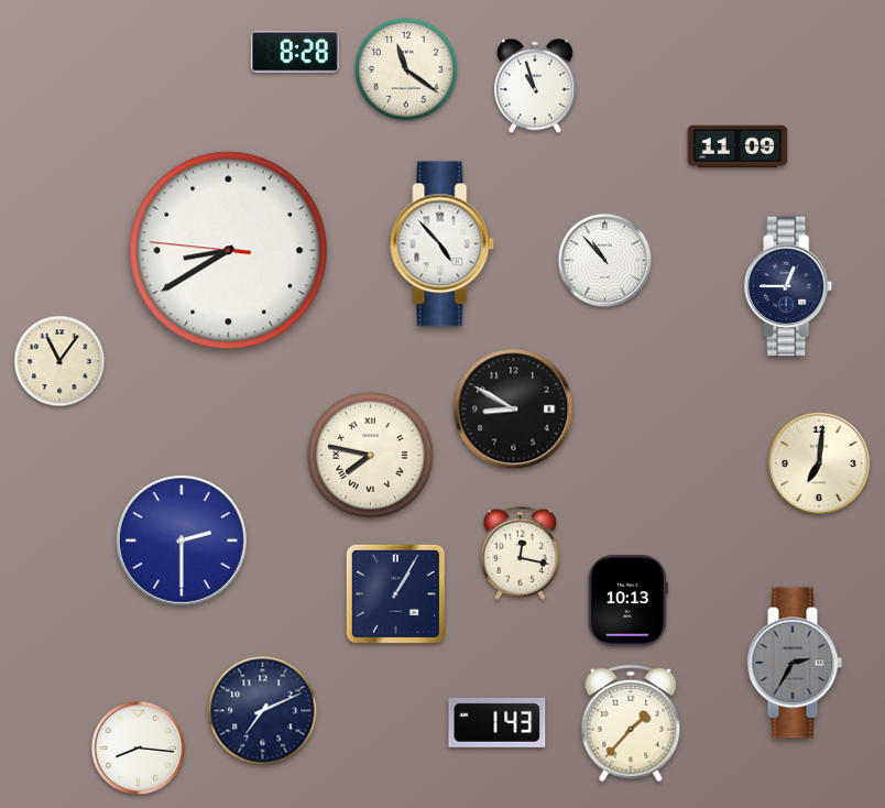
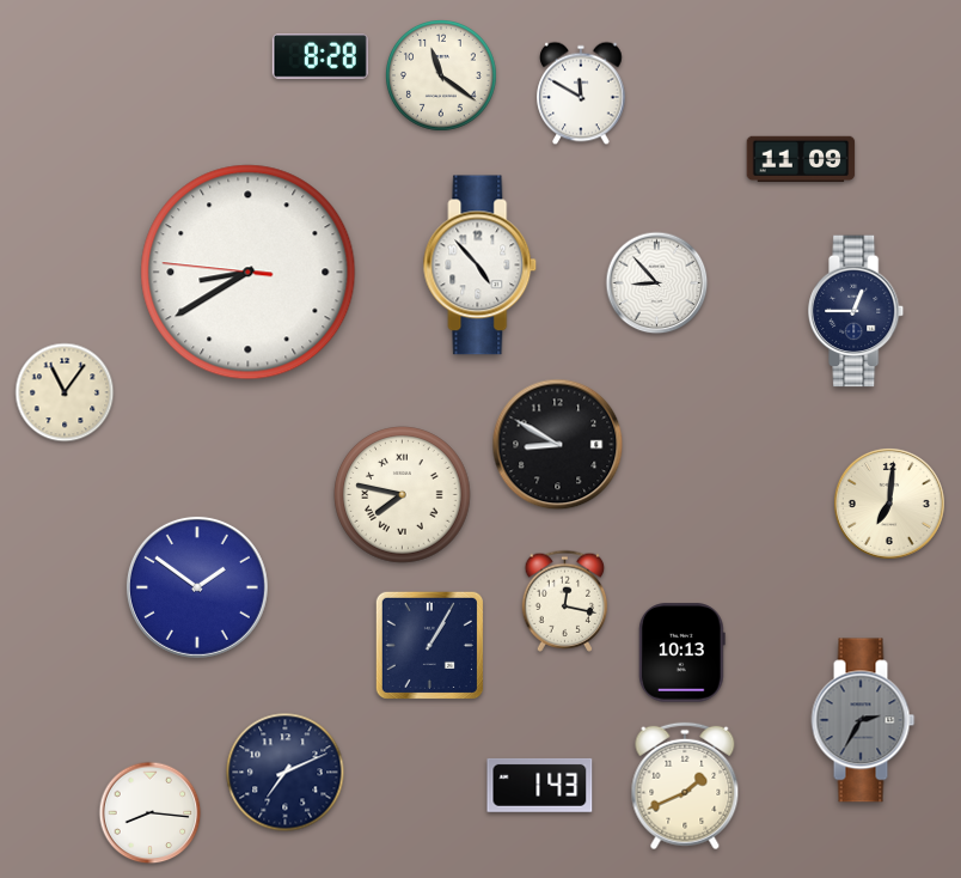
clock at (535, 86): 10:57 -> 11:50
clock at (605, 261): 10:53 -> 8:53
clock at (182, 541): 2:30 -> 1:51
clock at (631, 723): 1:37 -> 1:41
